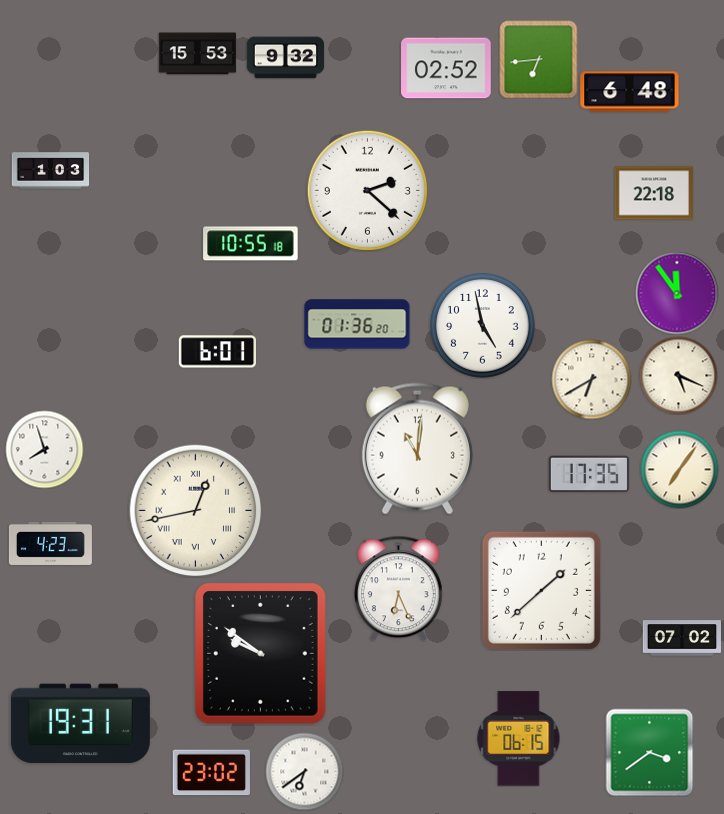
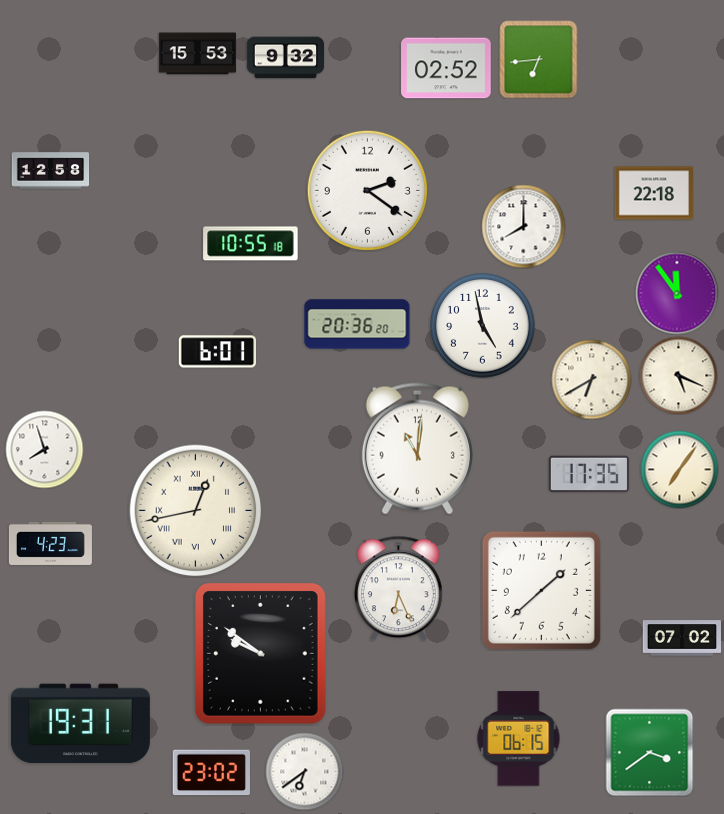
clock at (630, 92): 6:48 -> none
clock at (50, 171): 1:03 -> 12:58
clock at (367, 190): 2:22 -> 2:21
clock at (523, 226): none -> 8:00
clock at (357, 324): 01:36 -> 20:36
